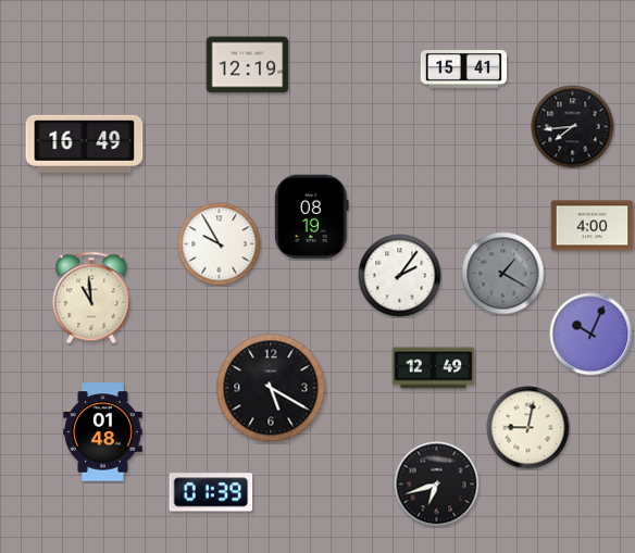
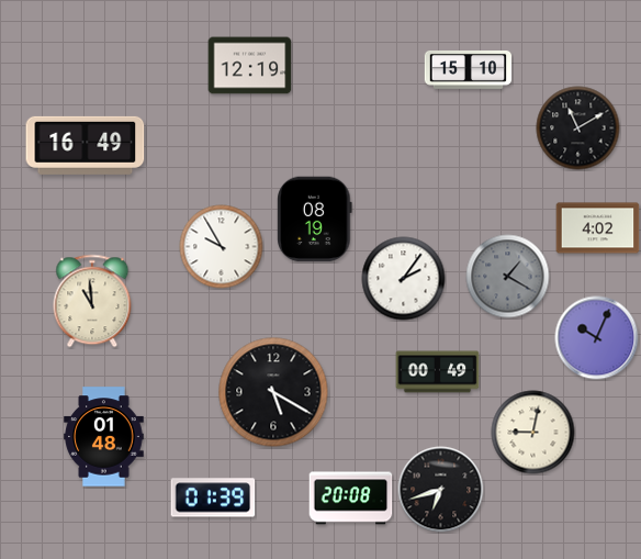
clock at (464, 70): 15:41 -> 15:10
clock at (573, 127): 7:44 -> 11:10
clock at (593, 226): 4:00 -> 4:02
clock at (434, 368): 12:49 -> 00:49
clock at (351, 499): none -> 20:08
